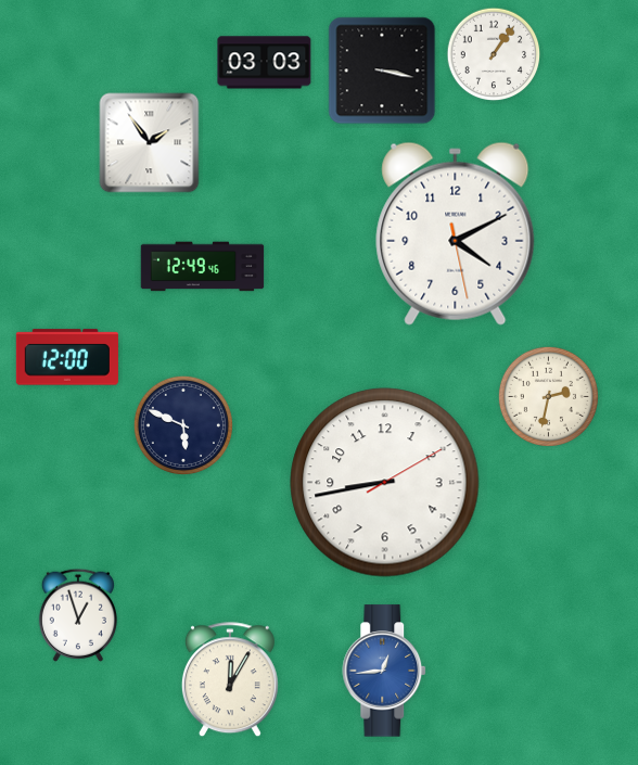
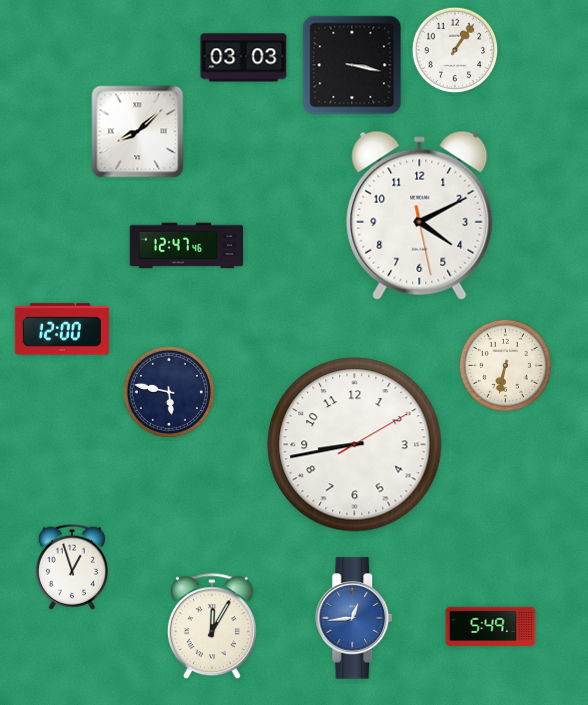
clock at (150, 143): 1:54 -> 8:08
clock at (203, 267): 12:49 -> 12:47
clock at (548, 396): 2:32 -> 6:32
clock at (183, 425): 5:49 -> 5:47
clock at (491, 626): none -> 5:49
